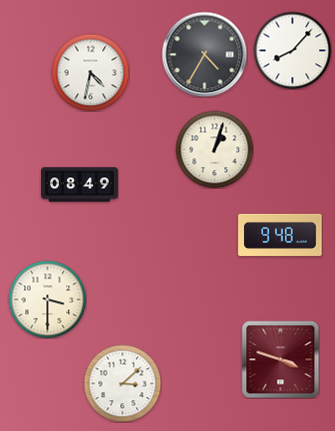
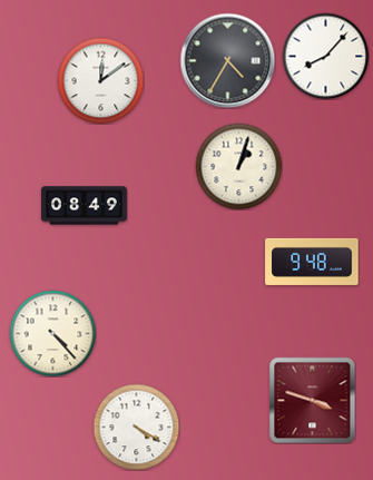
clock at (90, 72): 4:32 -> 12:09
clock at (80, 185) position: (80, 185) -> (85, 206)
clock at (47, 299): 3:30 -> 4:23
clock at (122, 383): 3:08 -> 4:20
